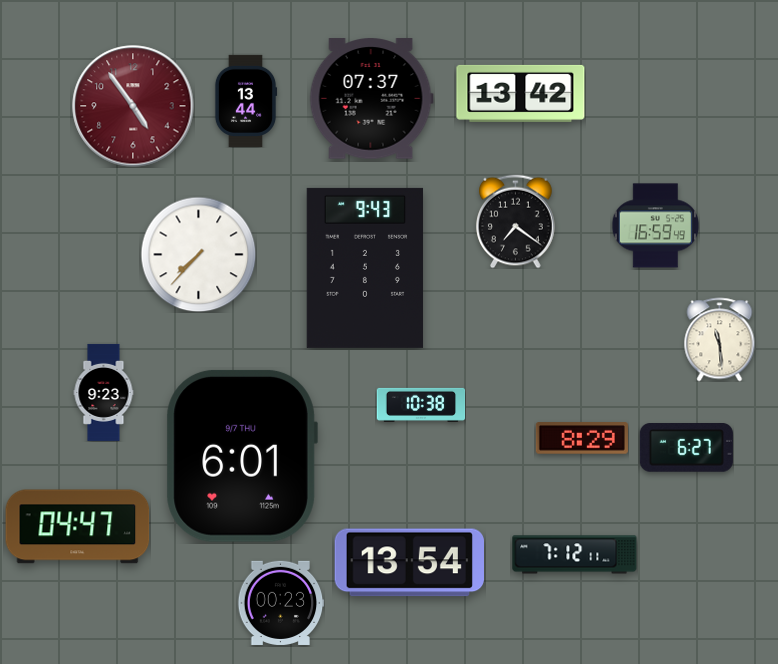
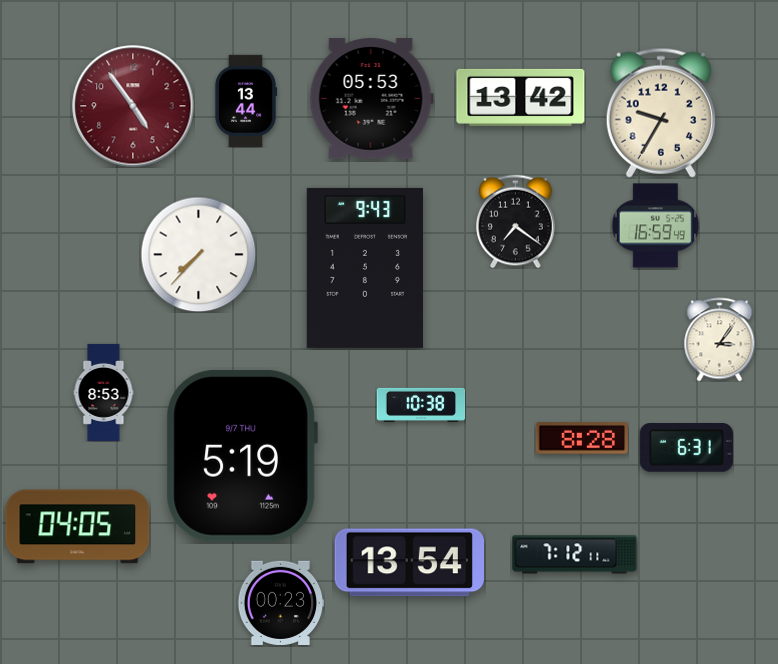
clock at (521, 93) position: (521, 93) -> (521, 97)
clock at (371, 99): 07:37 -> 05:53
clock at (661, 113): none -> 9:35
clock at (720, 339): 11:29 -> 3:06
clock at (104, 392): 9:23 -> 8:53
clock at (582, 438): 8:29 -> 8:28
clock at (686, 448): 6:27 -> 6:31
clock at (242, 456): 6:01 -> 5:19
clock at (78, 527): 04:47 -> 04:05
